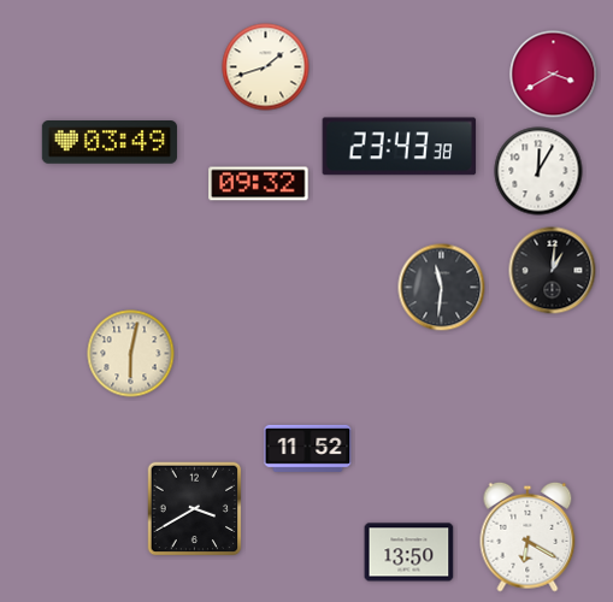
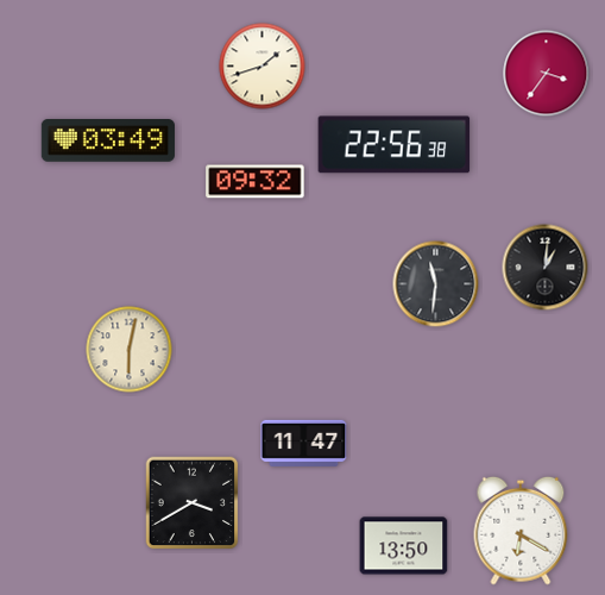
clock at (554, 75): 3:40 -> 3:36
clock at (400, 147): 23:43 -> 22:56
clock at (538, 171): 12:05 -> none
clock at (308, 448): 11:52 -> 11:47
